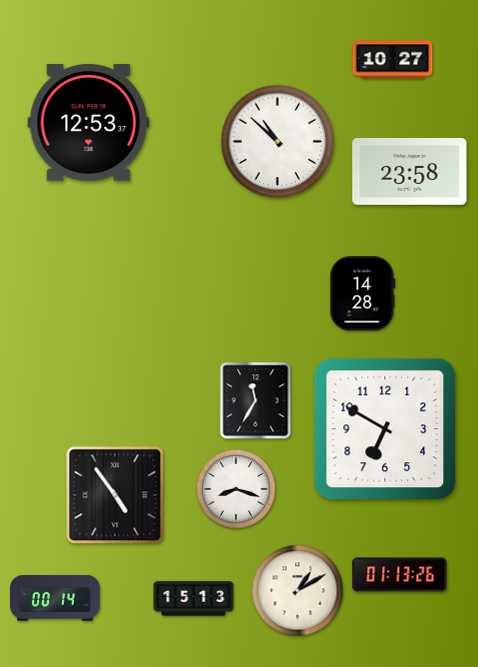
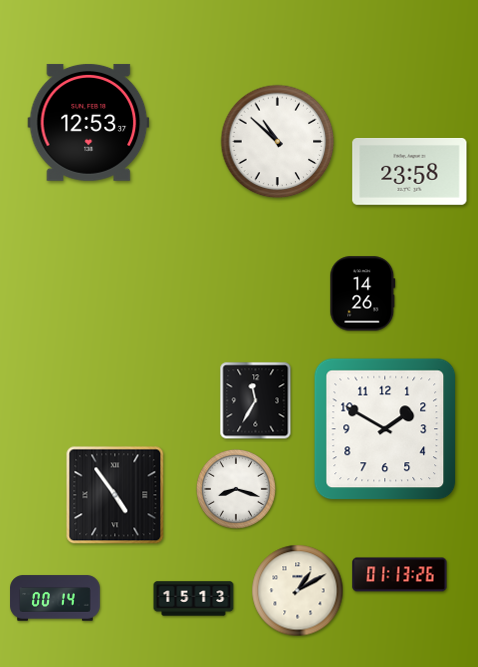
clock at (393, 60): 10:27 -> none
clock at (363, 294): 14:28 -> 14:26
clock at (385, 429): 6:50 -> 1:50
